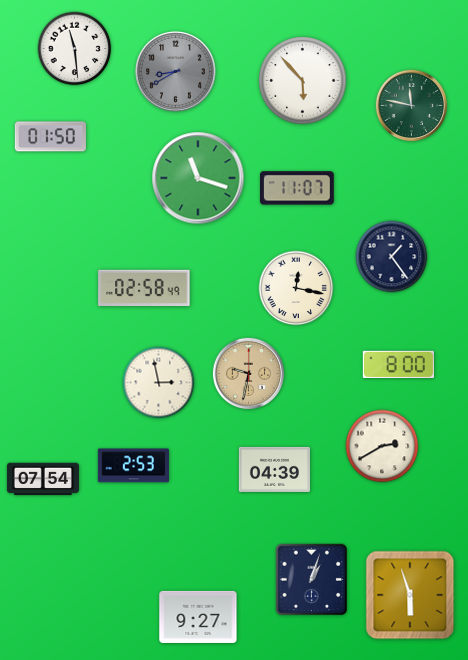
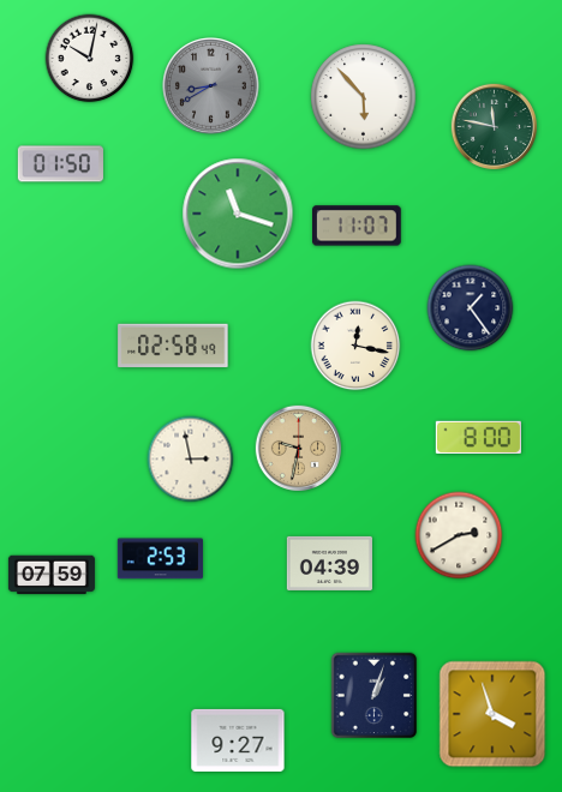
clock at (75, 49): 11:29 -> 10:02
clock at (43, 479): 07:54 -> 07:59
clock at (410, 595): 5:57 -> 3:57
